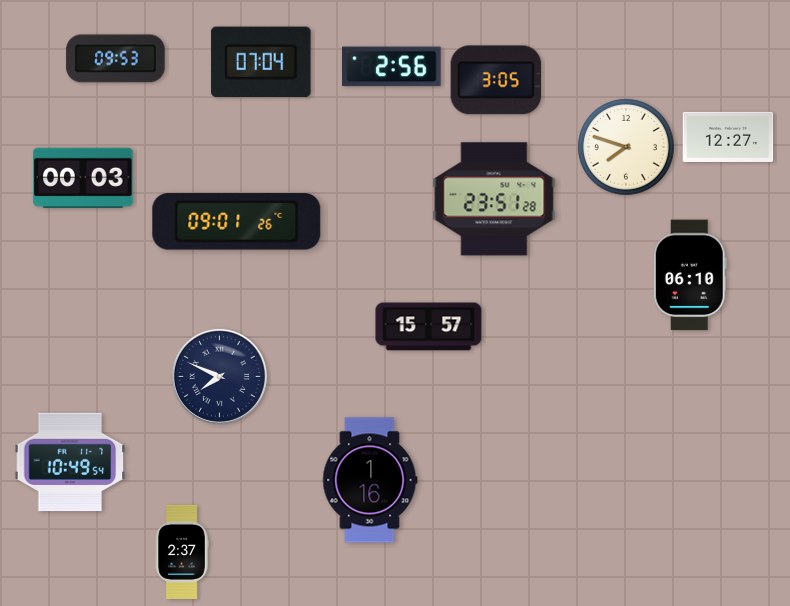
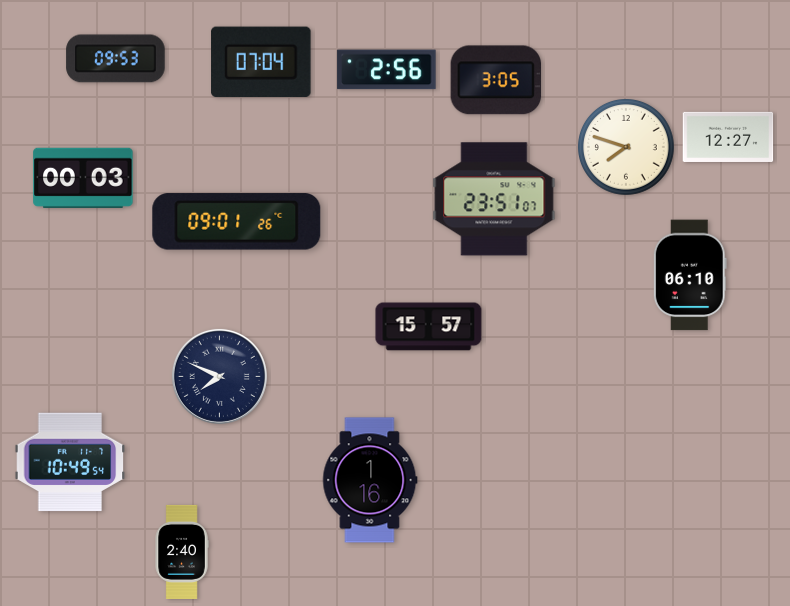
clock at (392, 67) position: (392, 67) -> (387, 70)
clock at (494, 199): 23:51:28 -> 23:51:07
clock at (182, 552): 2:37 -> 2:40
